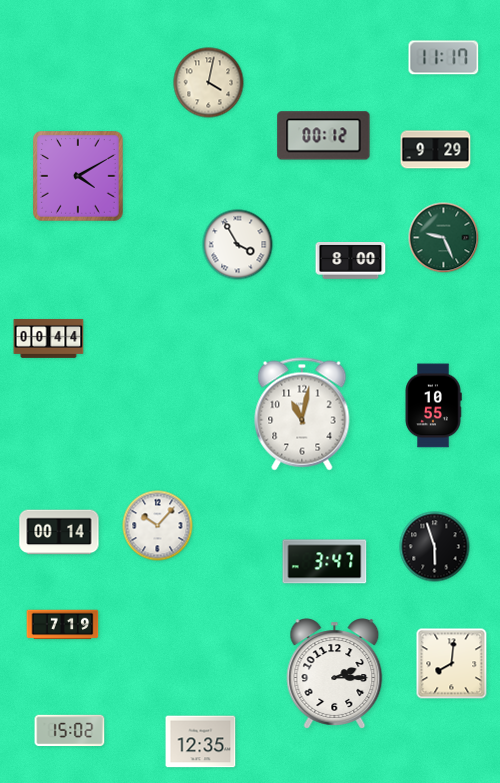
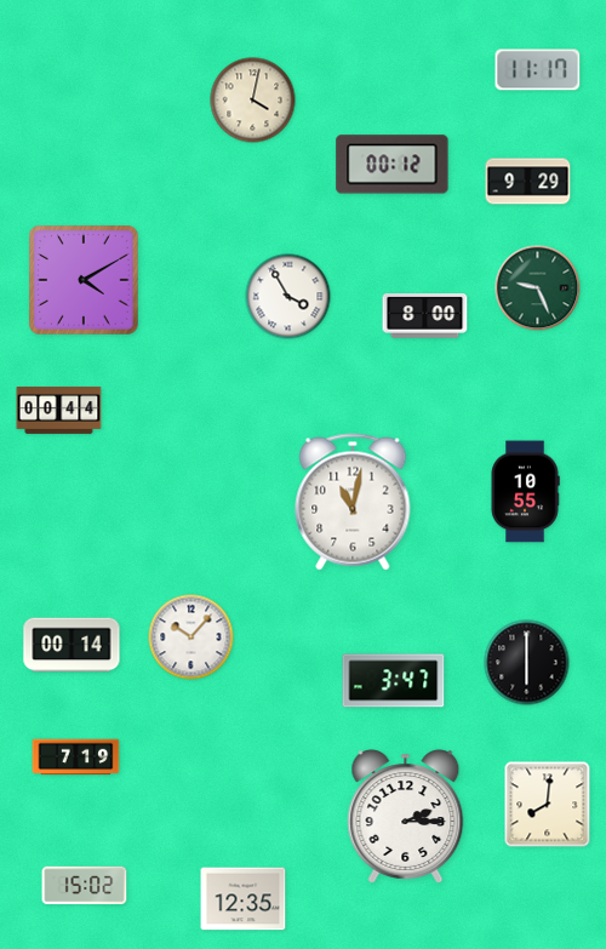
clock at (79, 177) position: (79, 177) -> (85, 281)
clock at (302, 414) position: (302, 414) -> (353, 502)
clock at (435, 547): 5:57 -> 6:00
